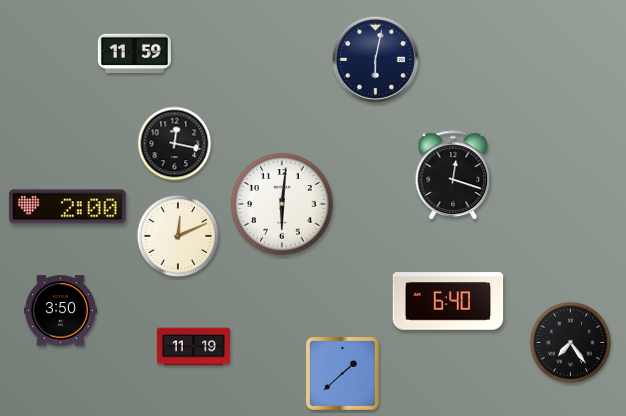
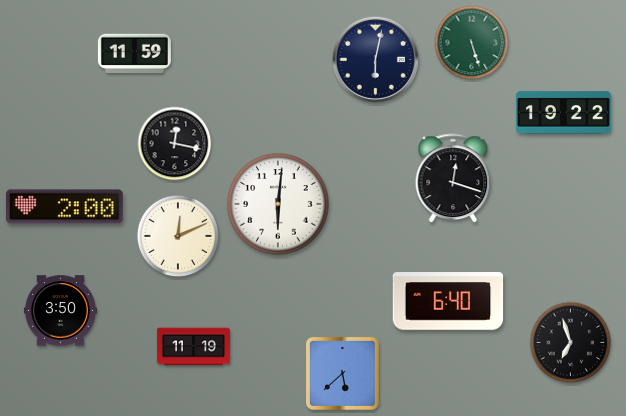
clock at (472, 43): none -> 5:27
clock at (563, 113): none -> 19:22
clock at (453, 176) position: (453, 176) -> (453, 179)
clock at (282, 204) position: (282, 204) -> (278, 204)
clock at (67, 207) position: (67, 207) -> (64, 207)
clock at (571, 343): 7:24 -> 6:57
clock at (342, 373): 1:38 -> 5:38
